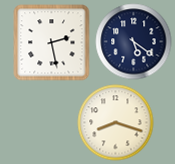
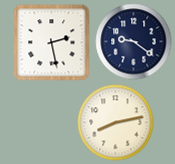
clock at (134, 42): 5:21 -> 9:21
clock at (116, 123): 8:18 -> 8:13
